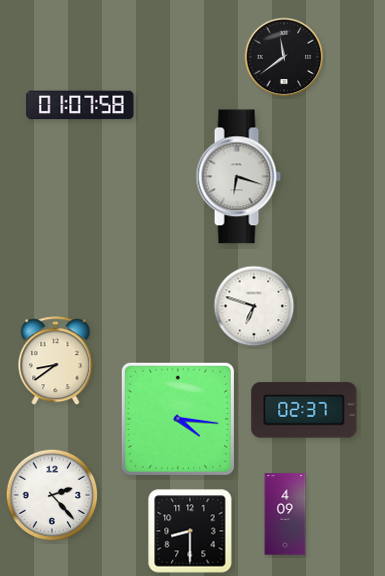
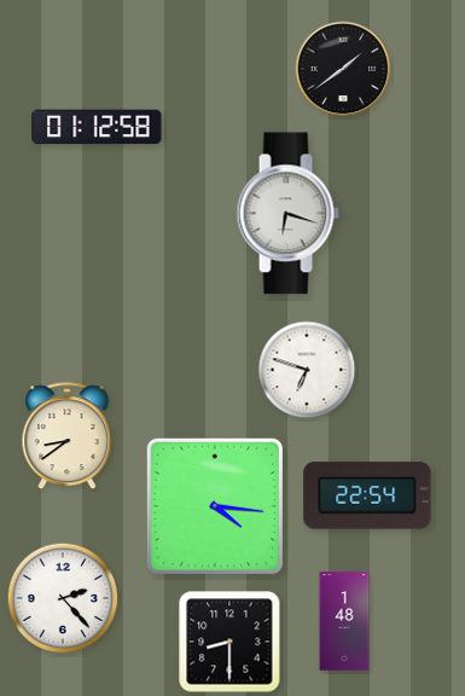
clock at (284, 57): 11:39 -> 1:39
clock at (80, 105): 01:07 -> 01:12
clock at (304, 410): 02:37 -> 22:54
clock at (285, 514): 4:09 -> 1:48
